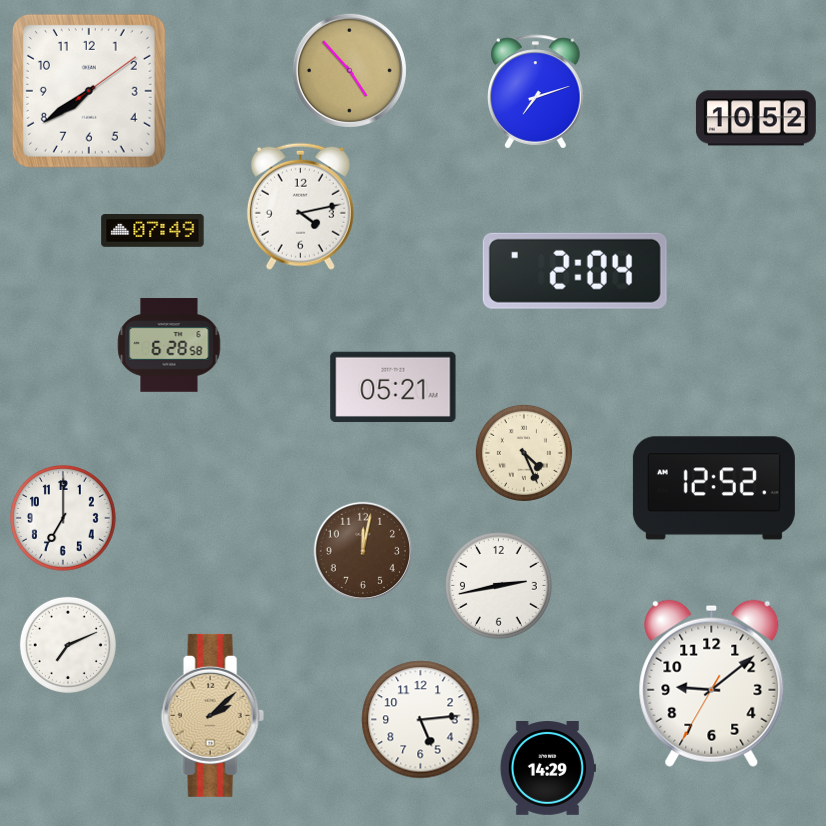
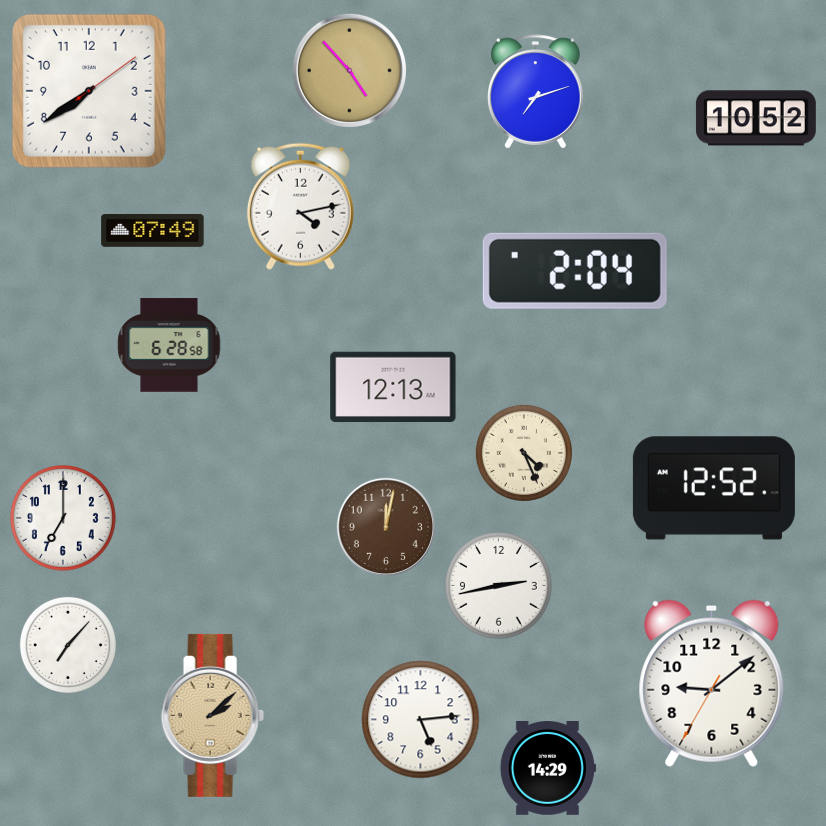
clock at (393, 386): 05:21 -> 12:13
clock at (362, 550) position: (362, 550) -> (385, 526)
clock at (68, 645): 7:11 -> 7:07
